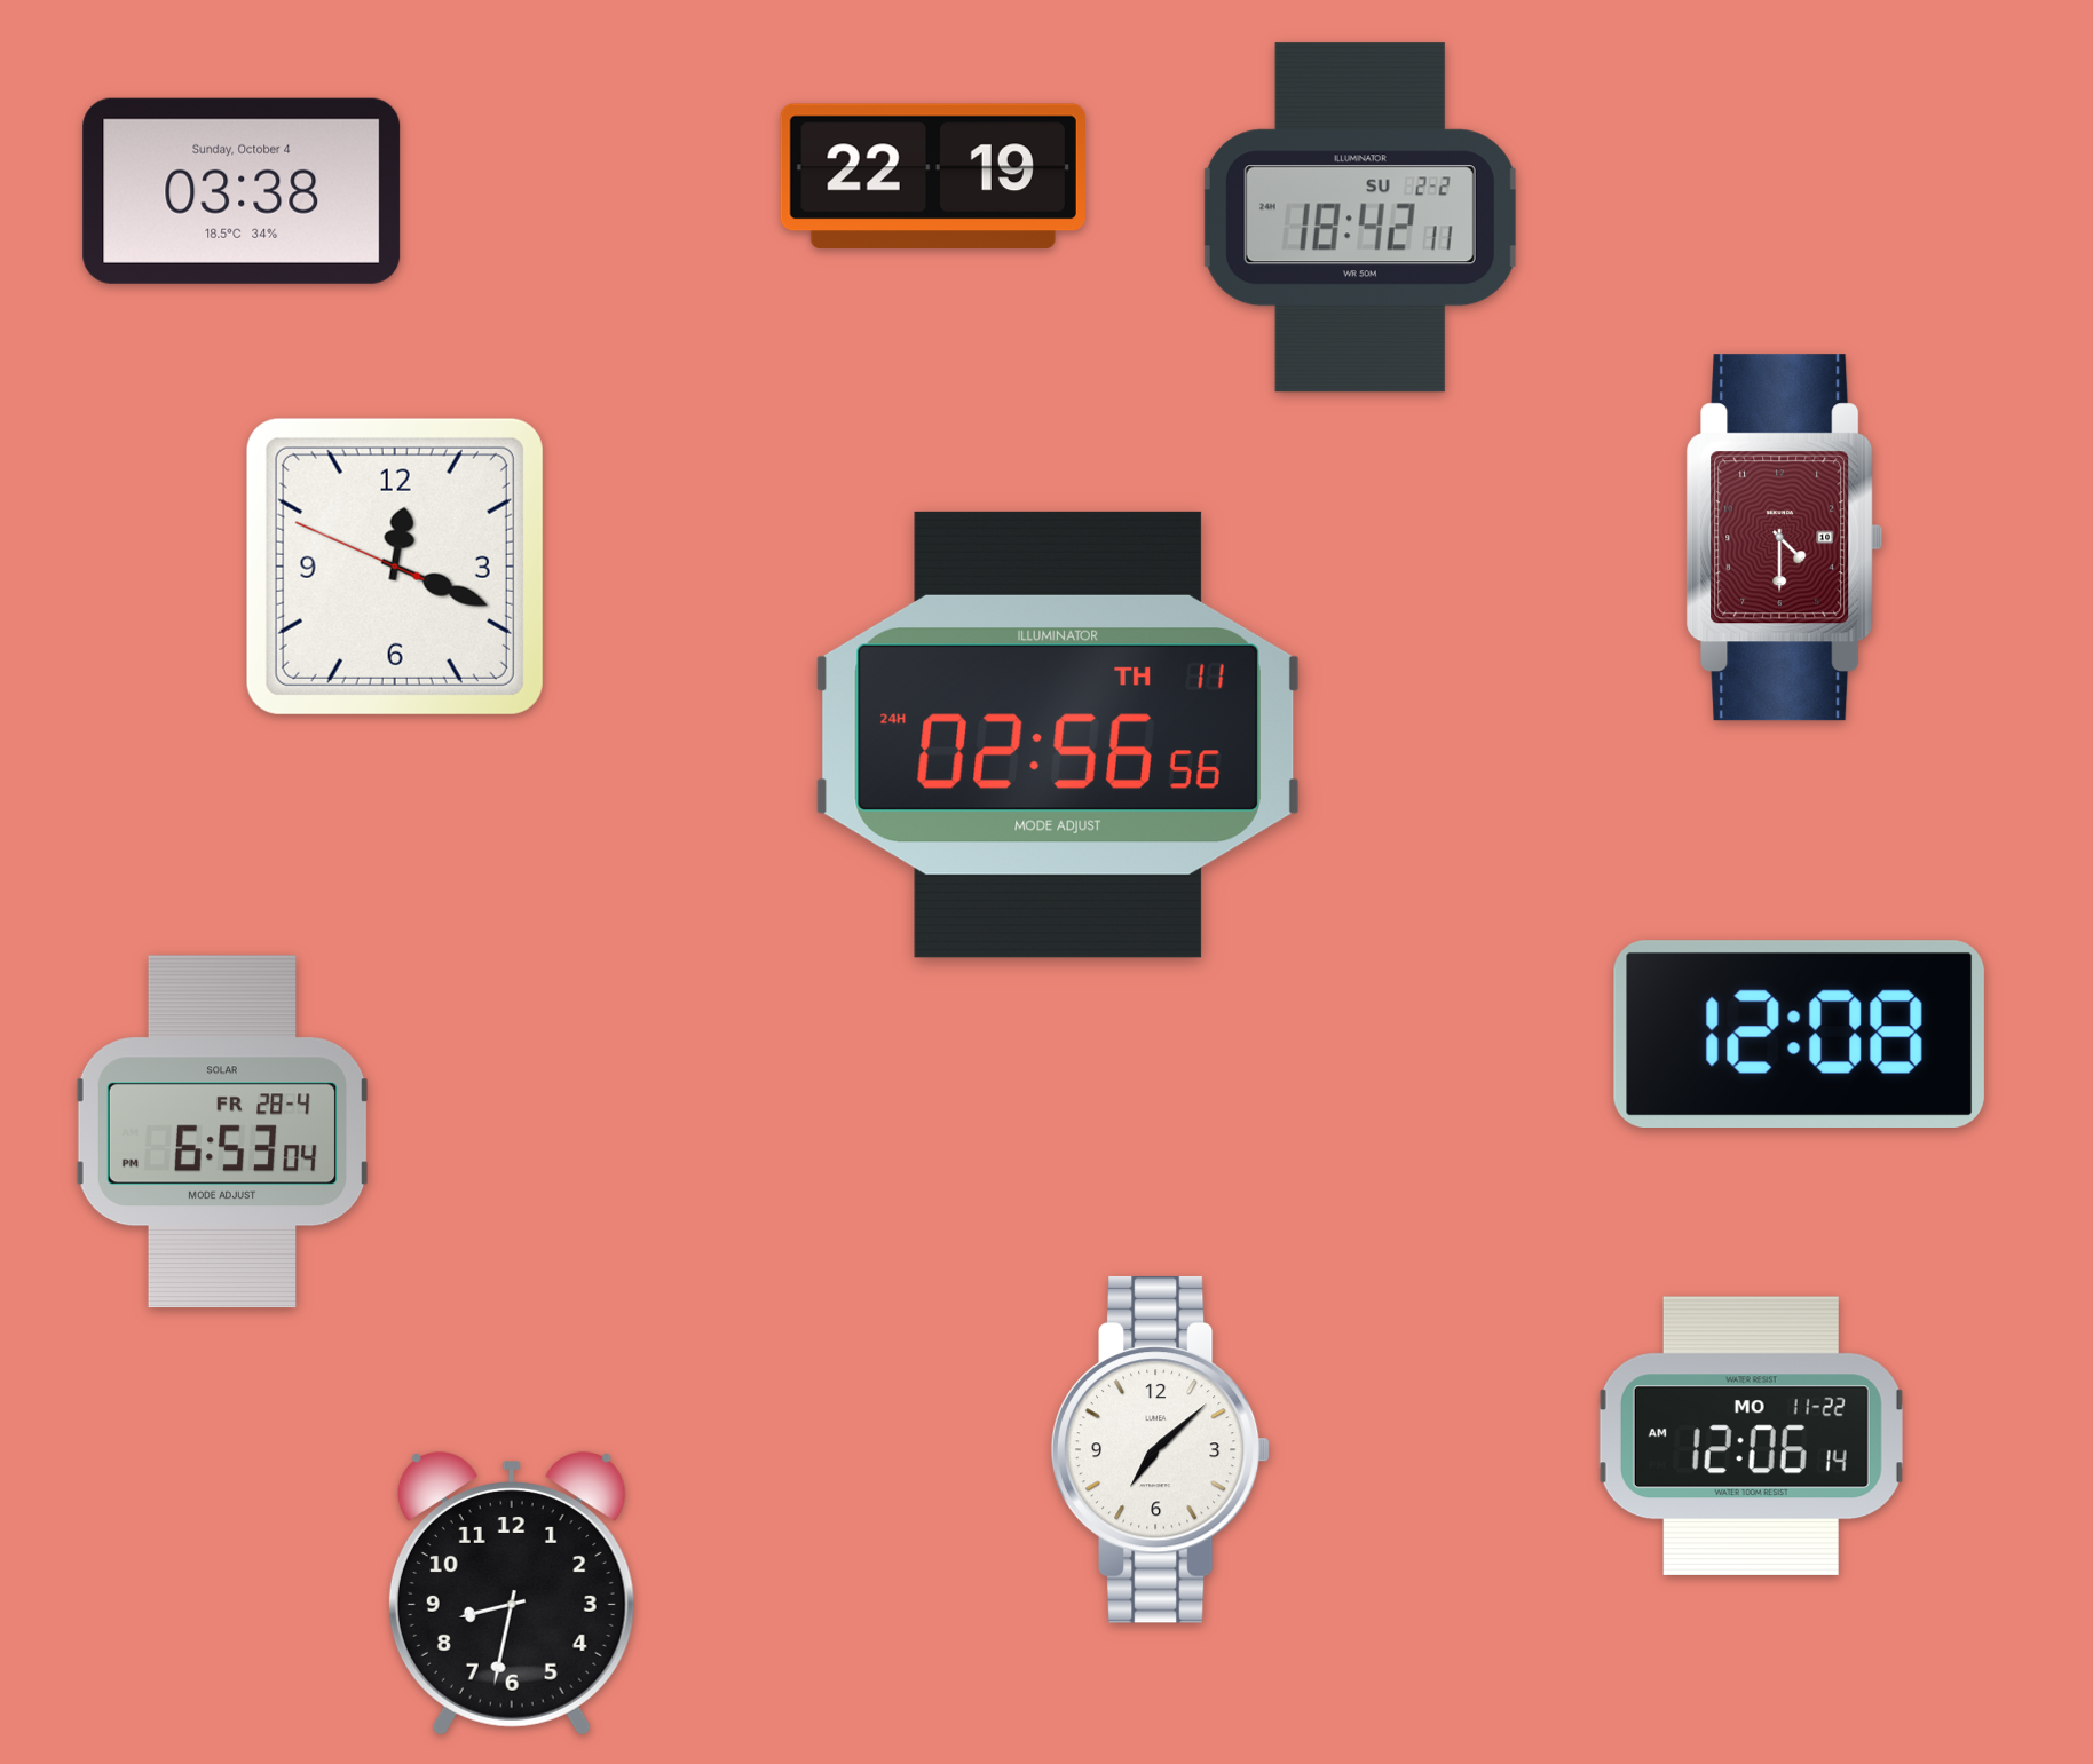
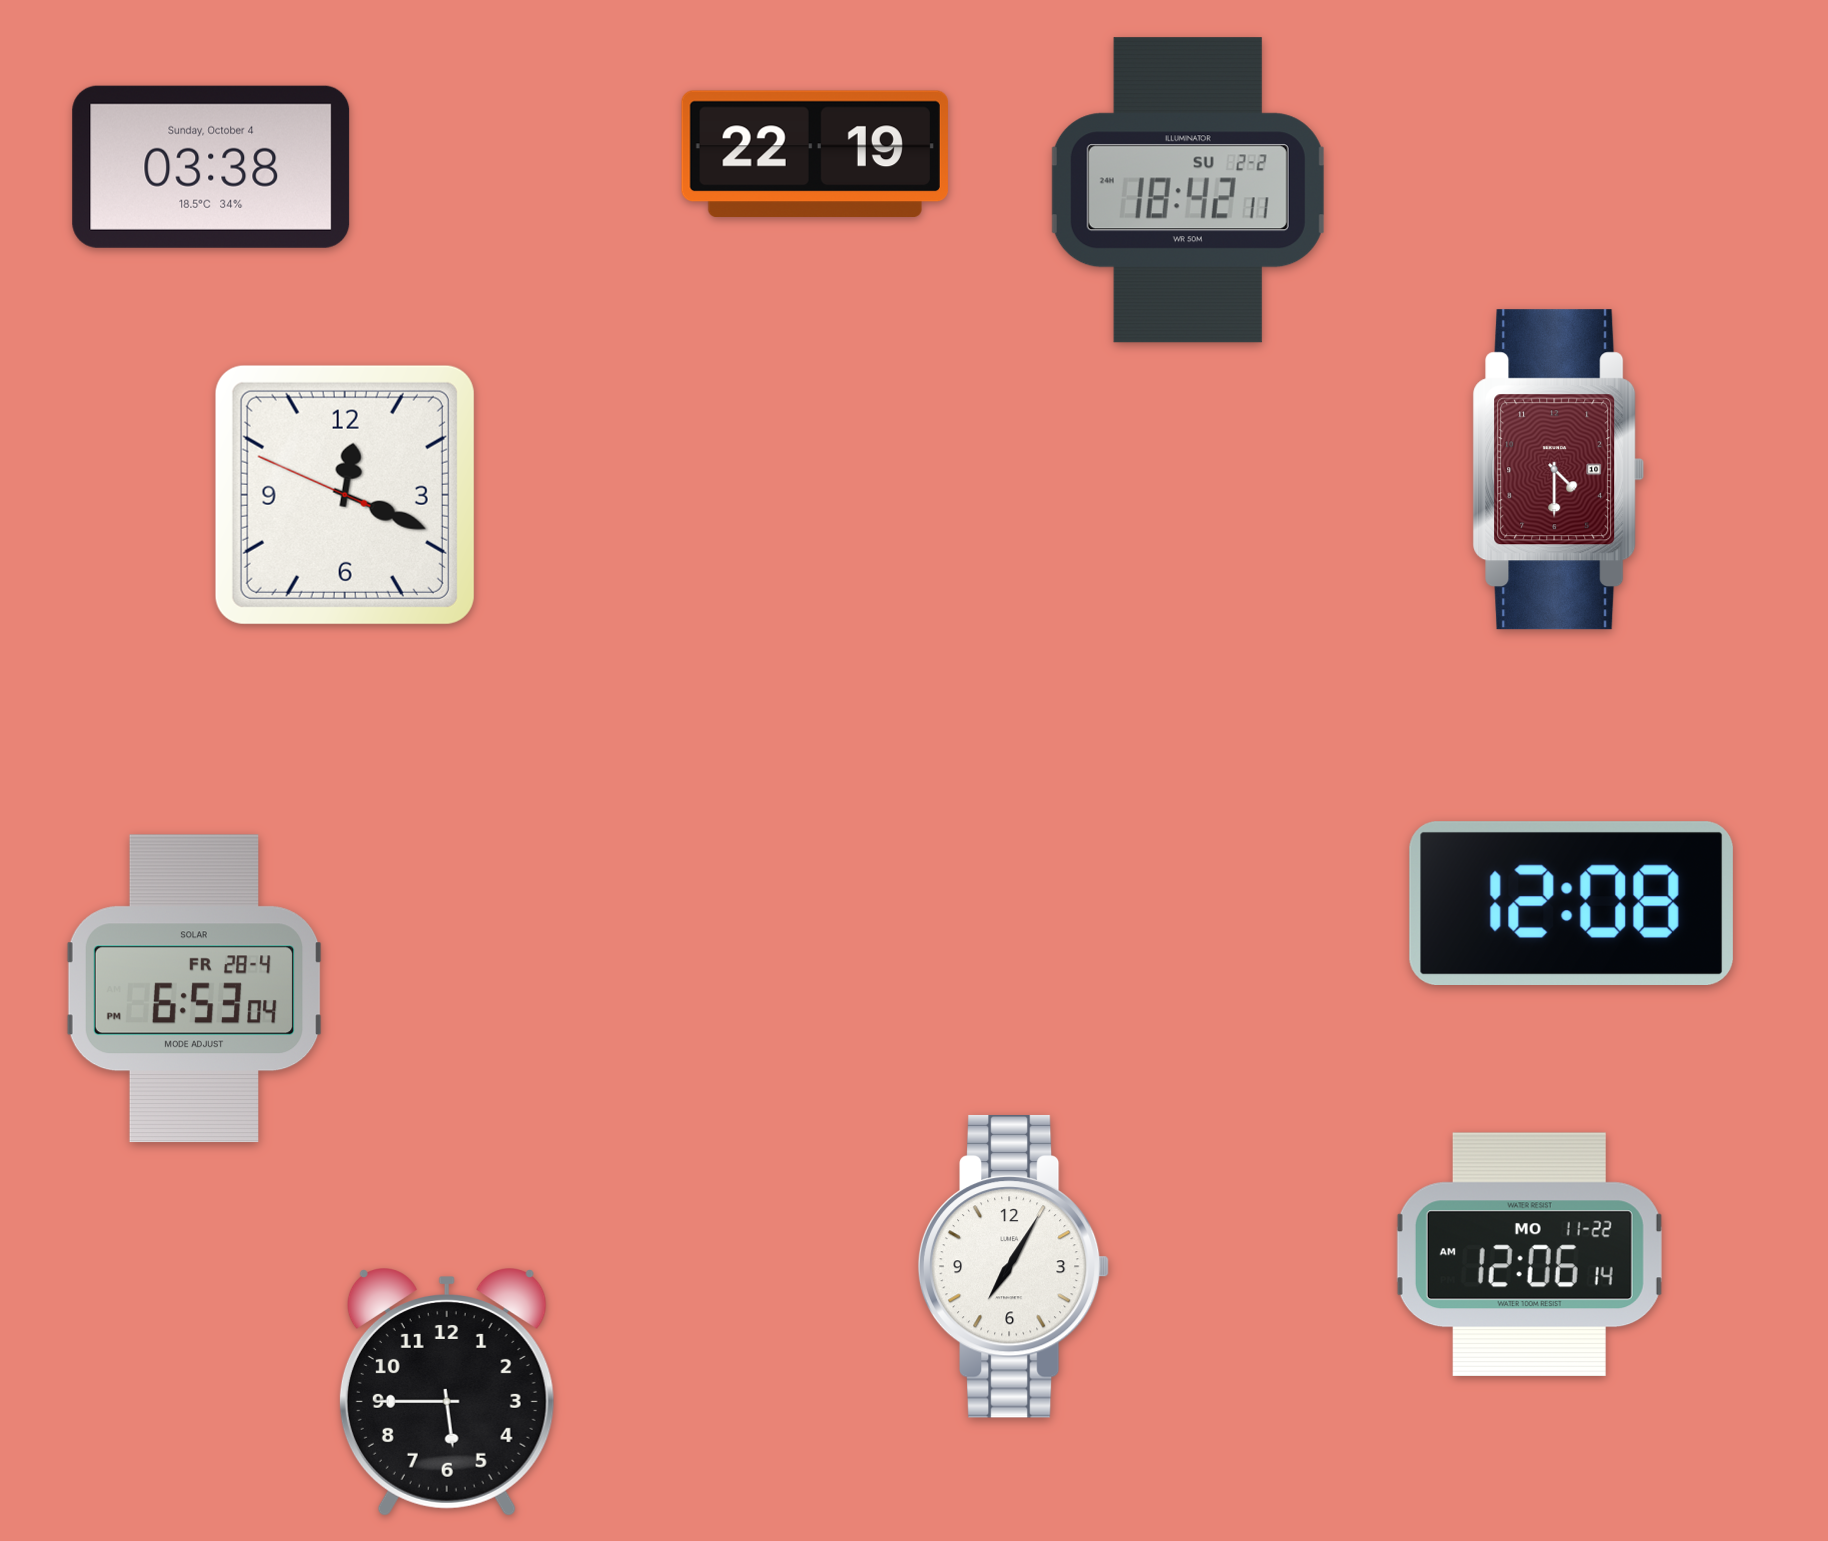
clock at (1058, 735): 02:56 -> none
clock at (1161, 1449): 7:08 -> 7:05
clock at (512, 1593): 8:32 -> 5:45
